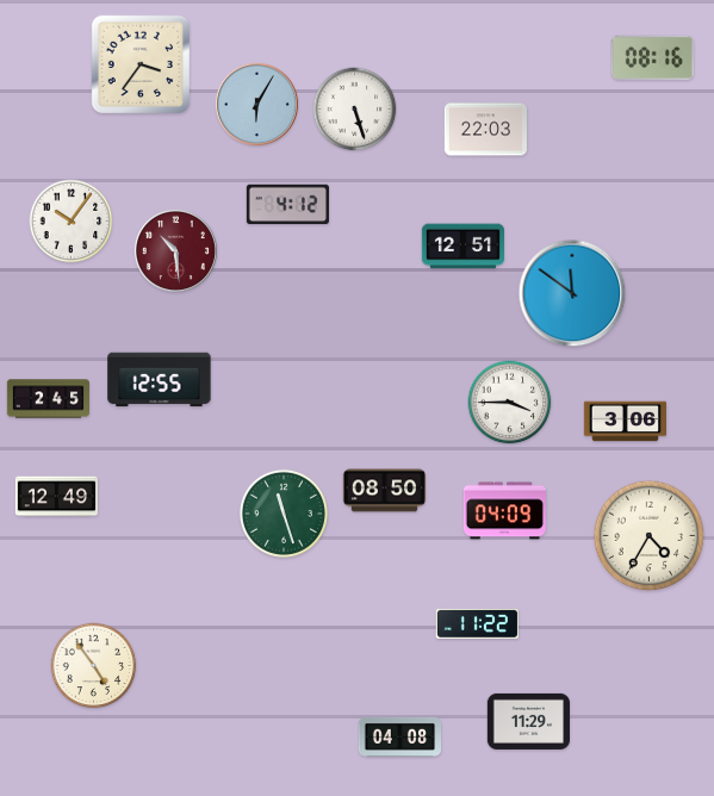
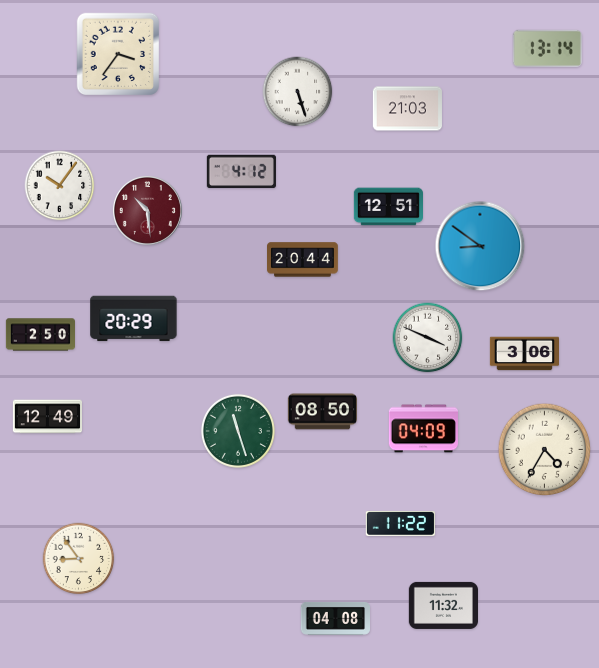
clock at (652, 57): 08:16 -> 13:14
clock at (256, 104): 6:05 -> none
clock at (485, 130): 22:03 -> 21:03
clock at (572, 293): 11:51 -> 8:51
clock at (303, 260): none -> 20:44
clock at (160, 380): 12:55 -> 20:29
clock at (48, 399): 2:45 -> 2:50
clock at (510, 403): 3:45 -> 3:49
clock at (94, 666): 4:54 -> 8:54
clock at (528, 721): 11:29 -> 11:32
